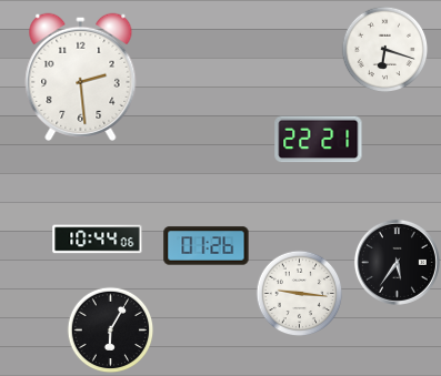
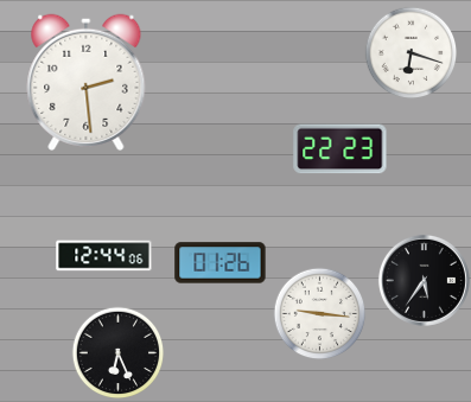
clock at (319, 140): 22:21 -> 22:23
clock at (98, 240): 10:44 -> 12:44
clock at (110, 329): 6:05 -> 6:26
